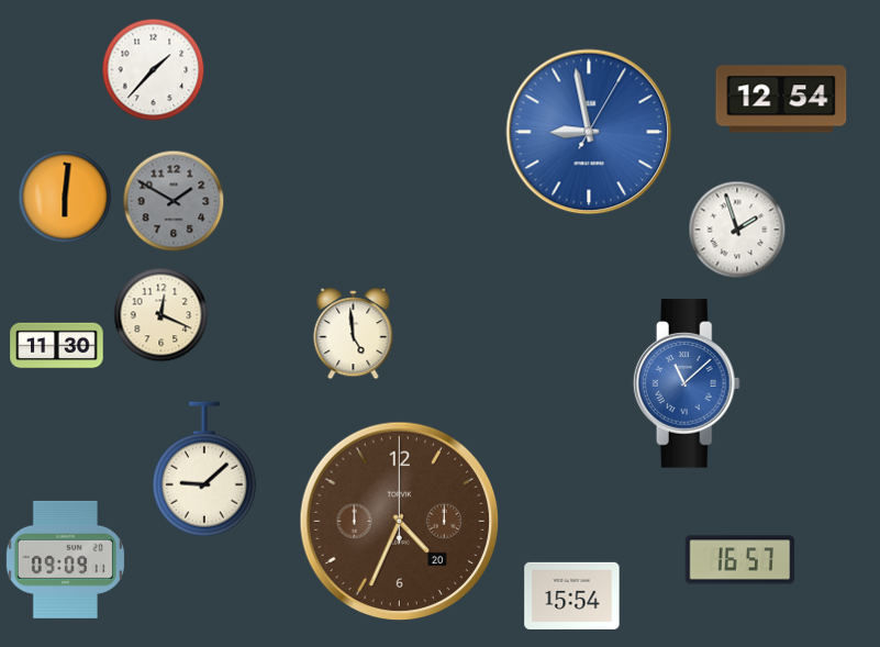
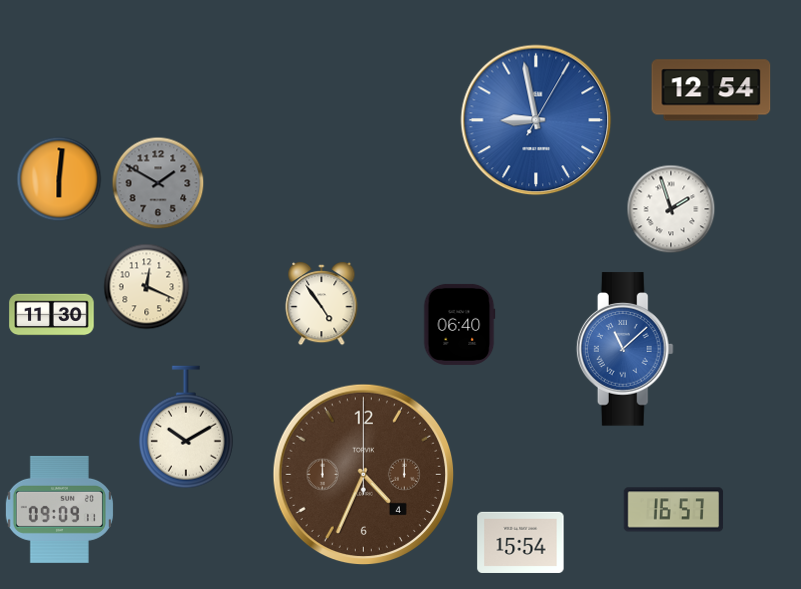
clock at (154, 70): 1:37 -> none
clock at (354, 334): 4:59 -> 4:54
clock at (459, 324): none -> 06:40
clock at (204, 469): 9:08 -> 10:10
clock at (400, 522) date: 20 -> 4
